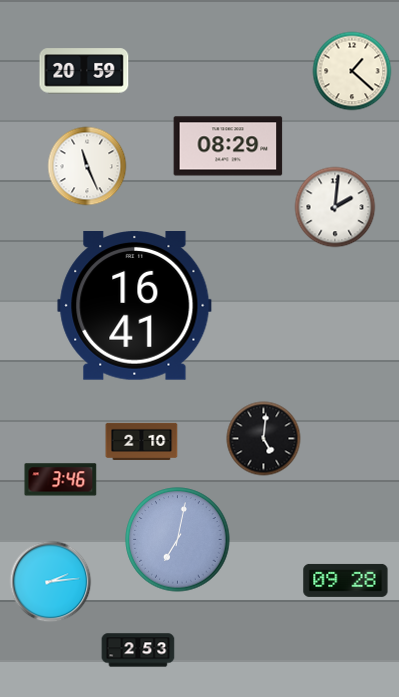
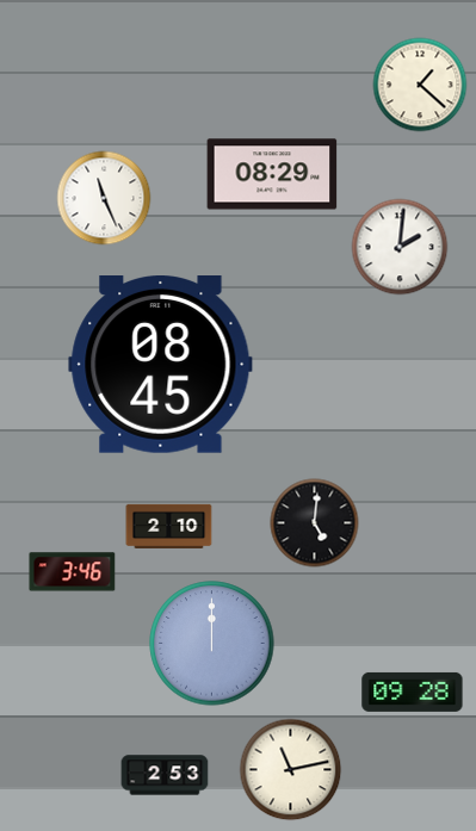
clock at (84, 71): 20:59 -> none
clock at (135, 306): 16:41 -> 08:45
clock at (178, 540): 7:02 -> 12:00
clock at (51, 582): 2:14 -> none
clock at (291, 770): none -> 11:13
